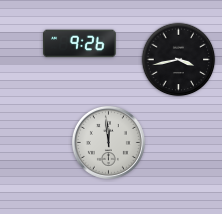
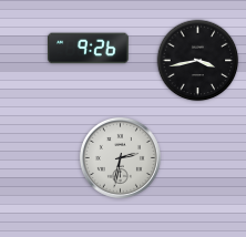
clock at (179, 60) position: (179, 60) -> (198, 61)
clock at (108, 142): 11:59 -> 2:32
